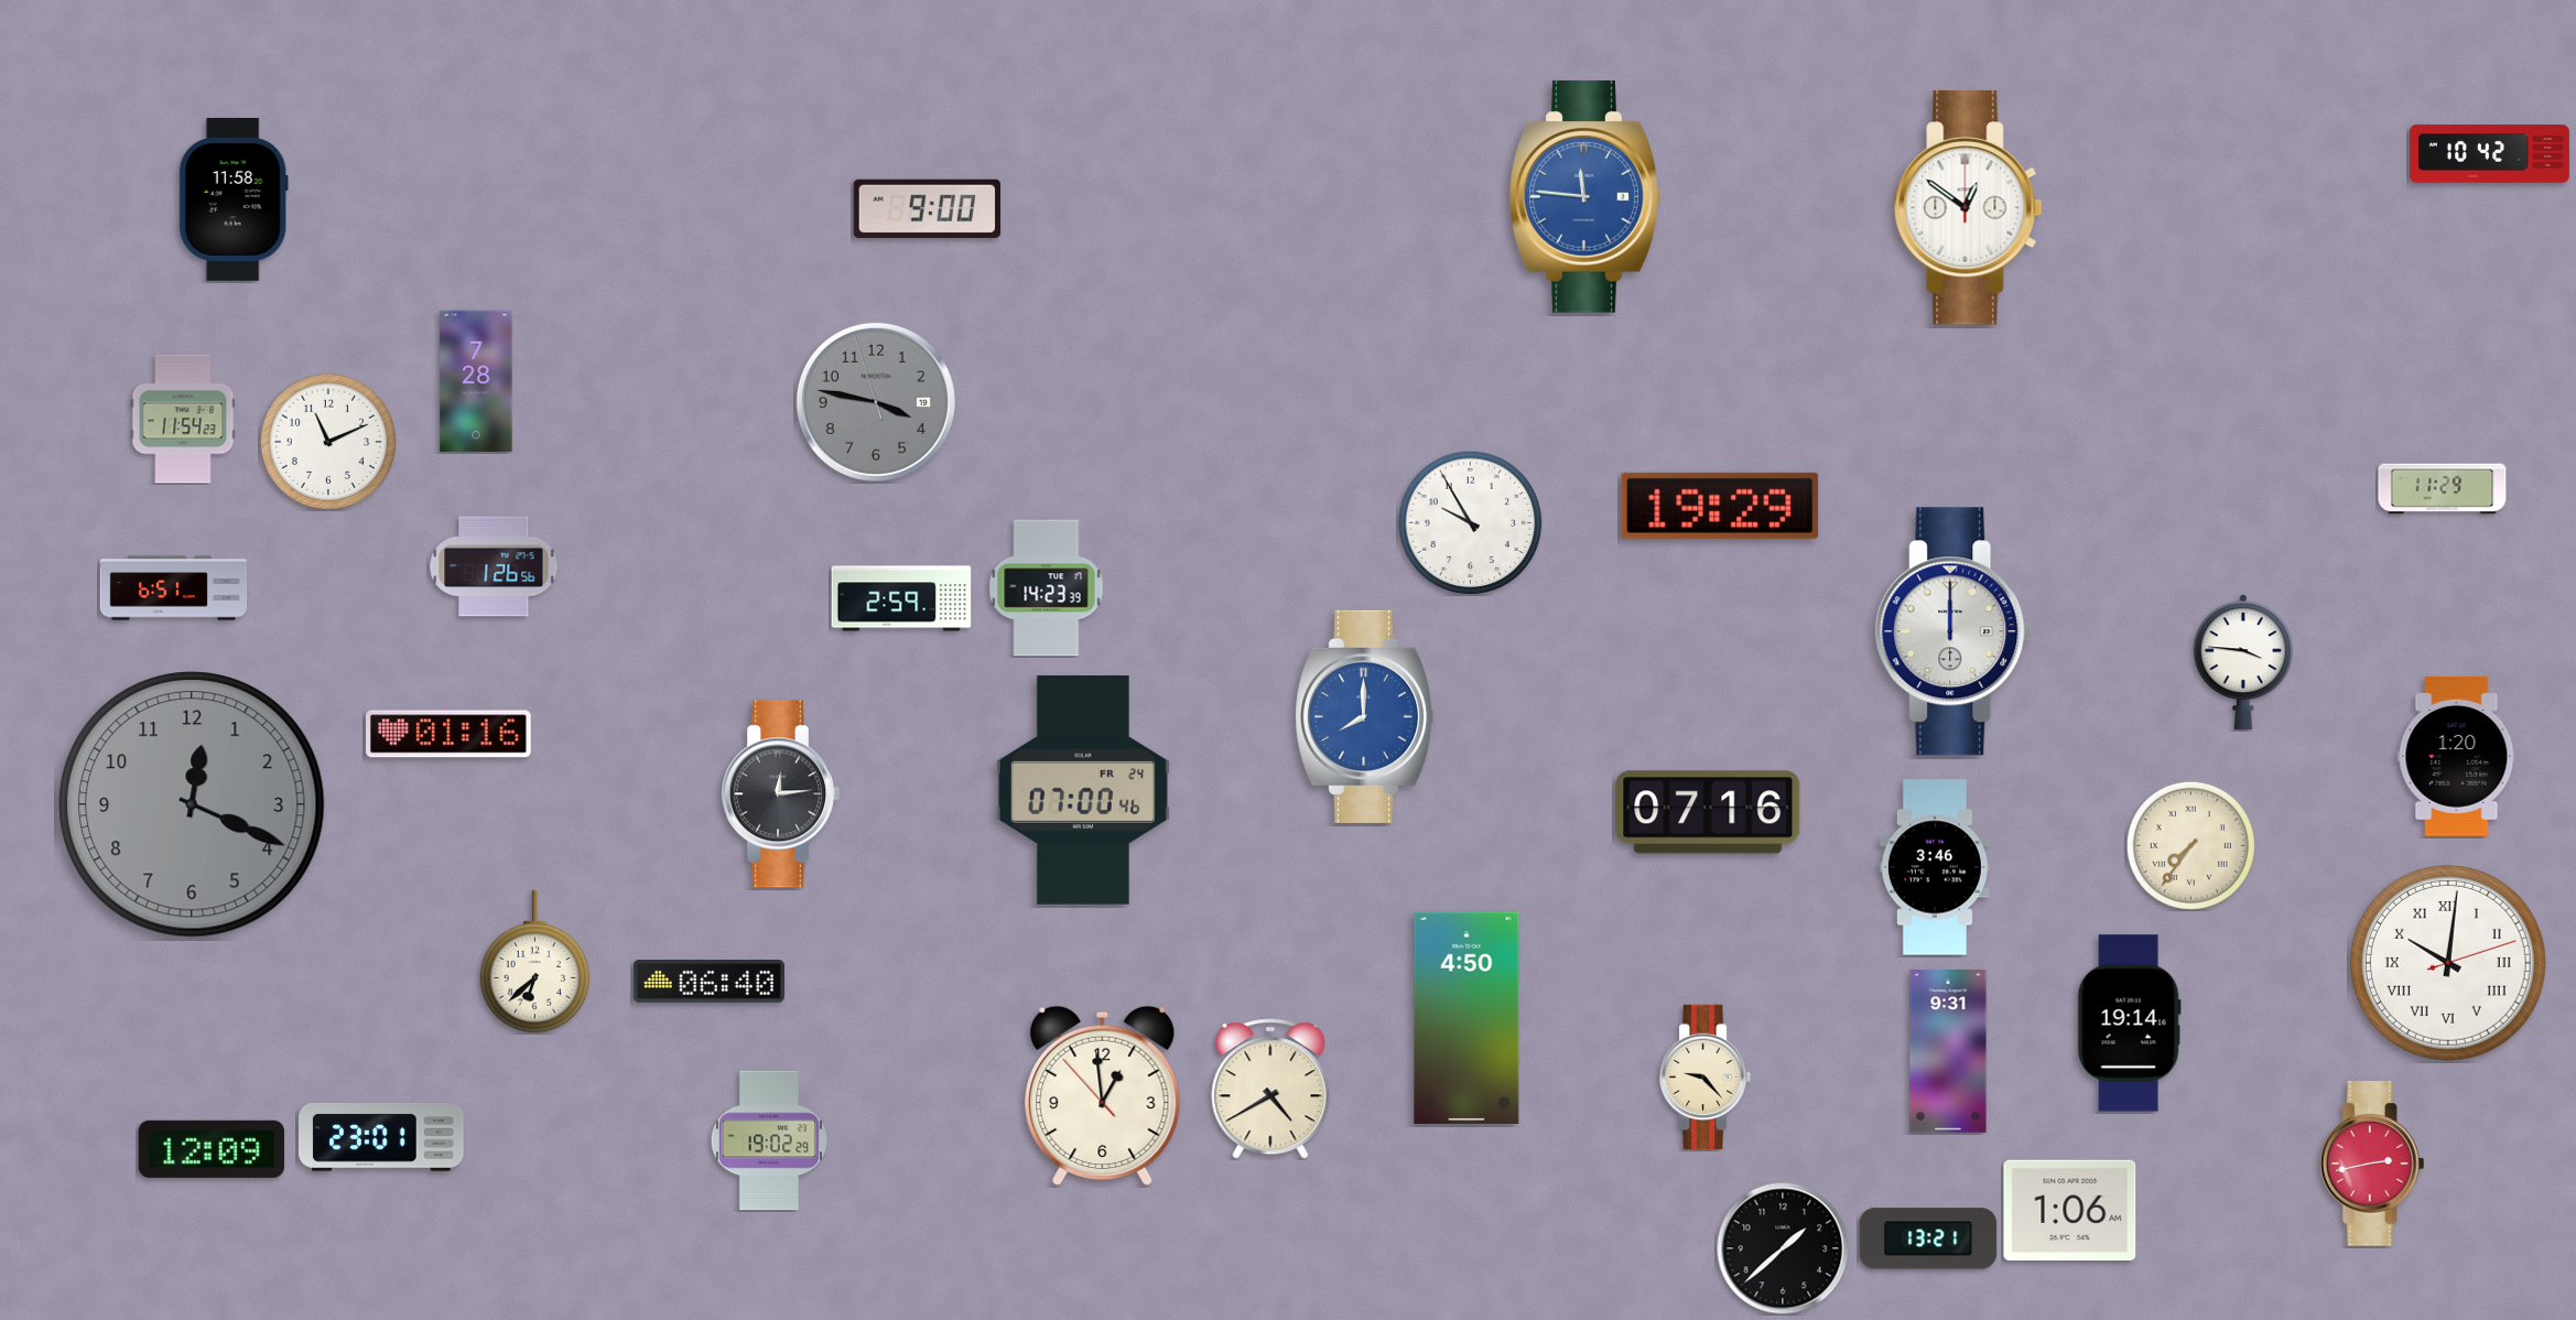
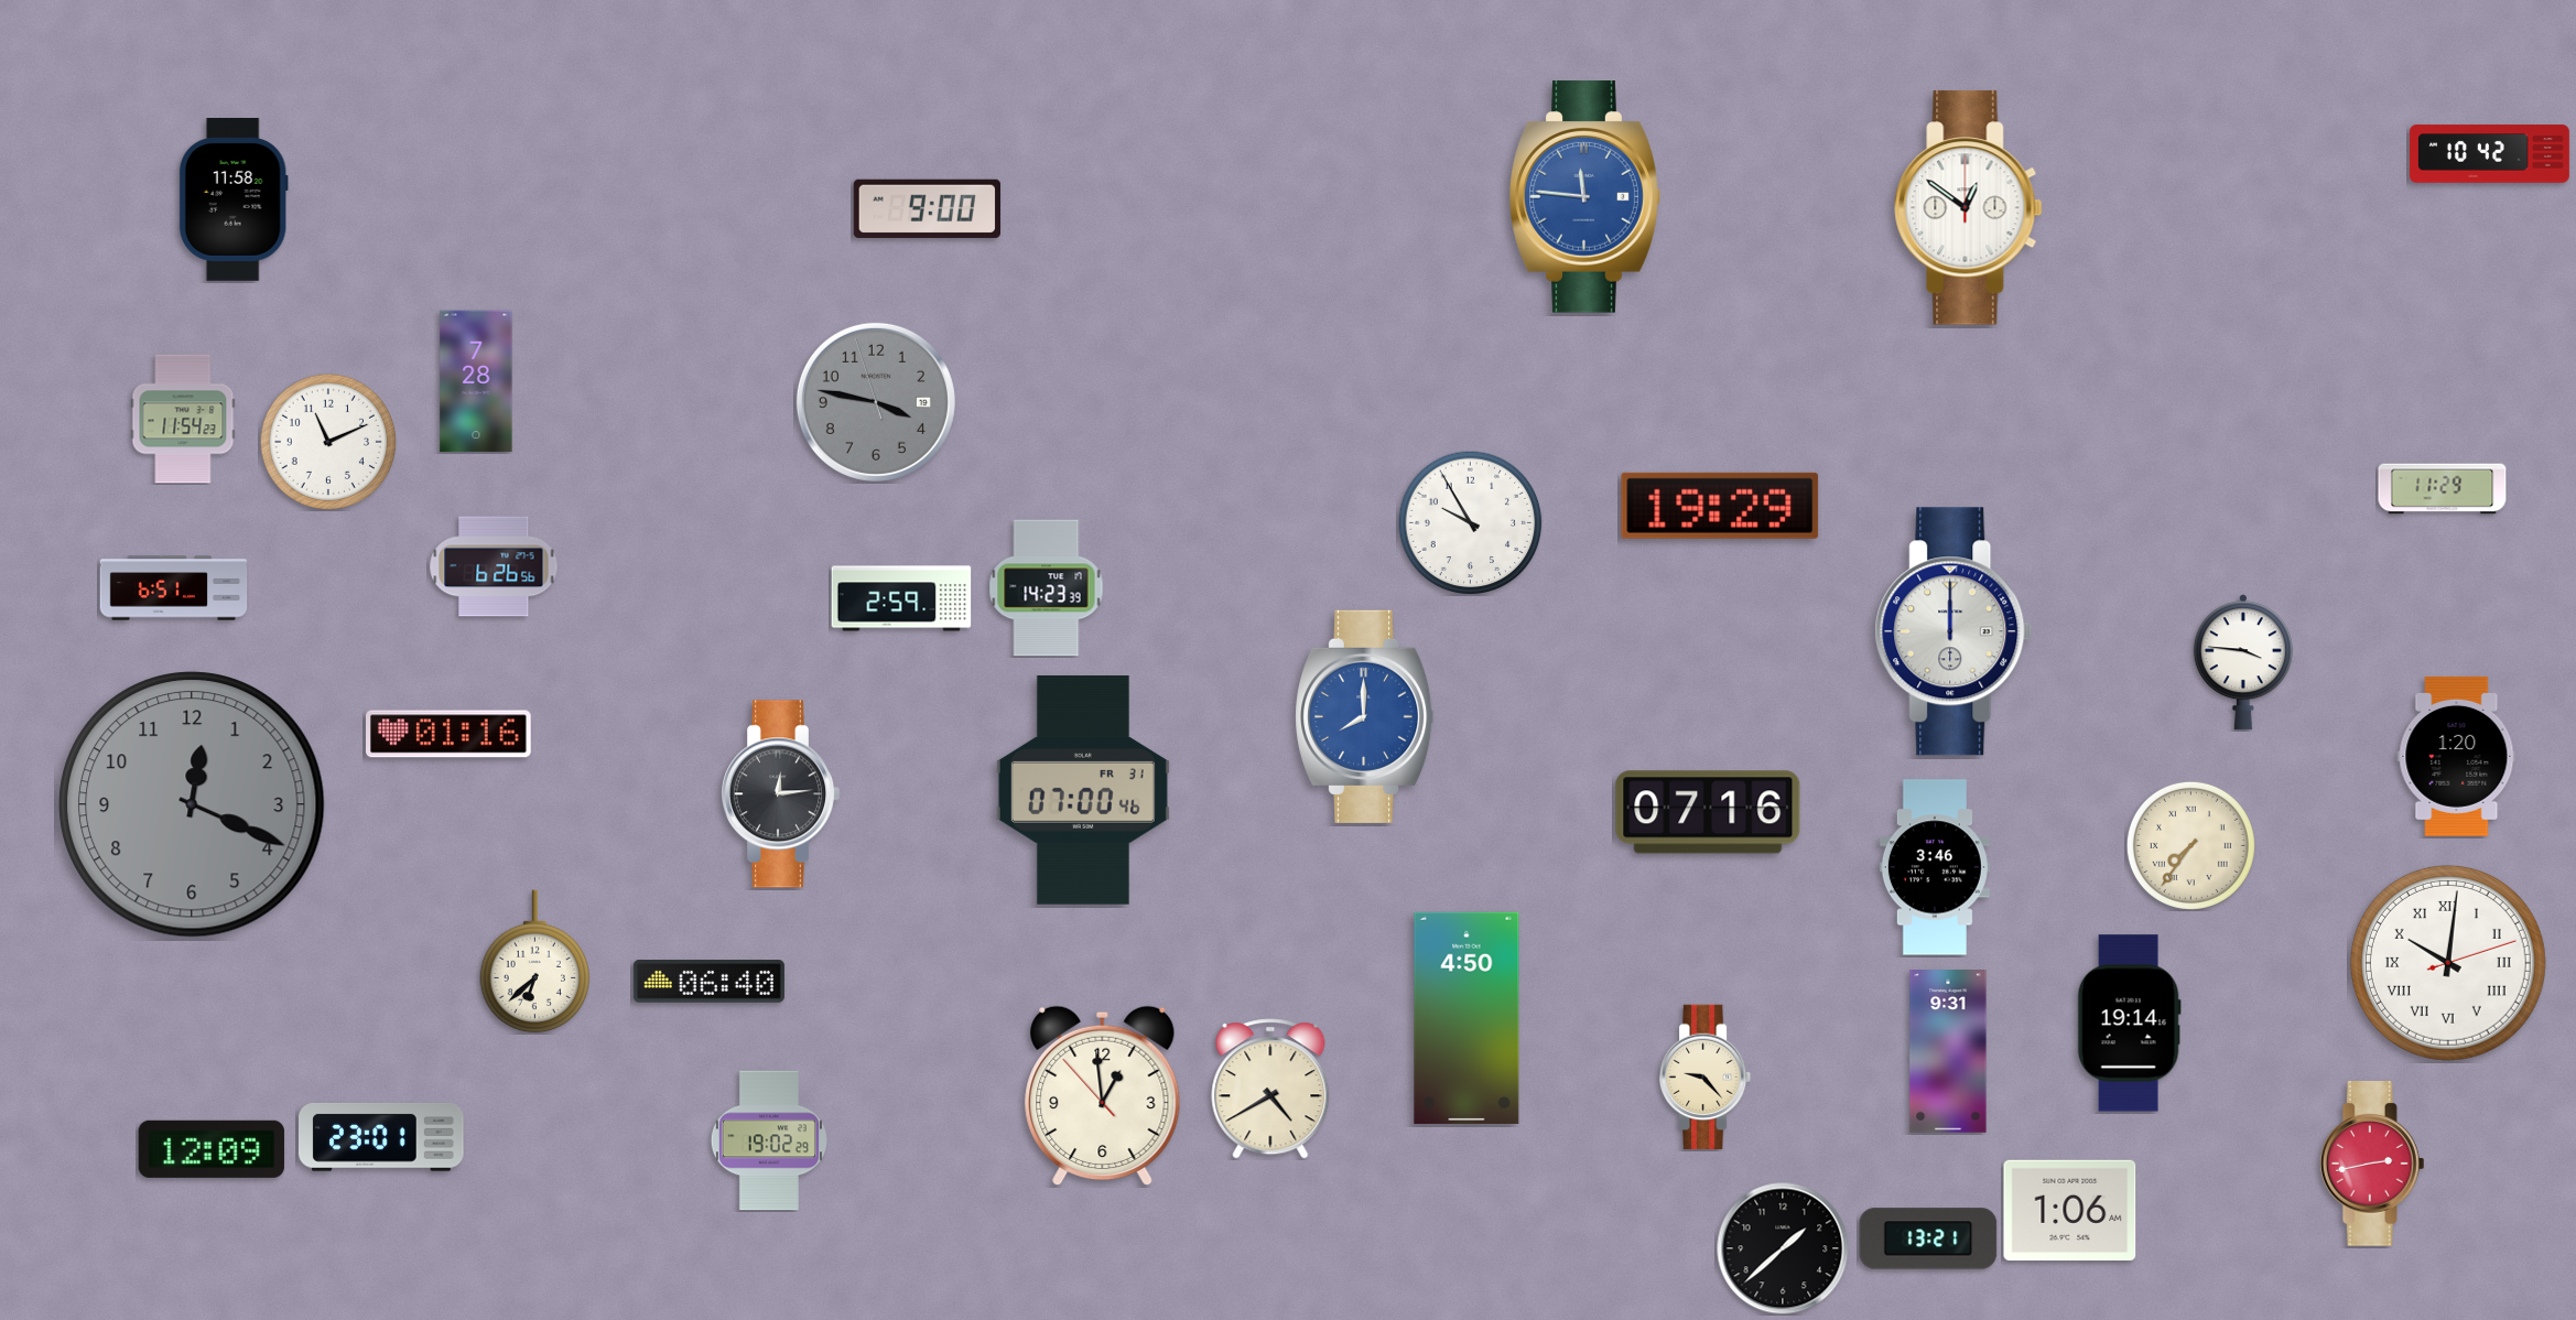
clock at (494, 566): 1:26 -> 6:26
clock at (1083, 790) date: FR 24 -> FR 31
